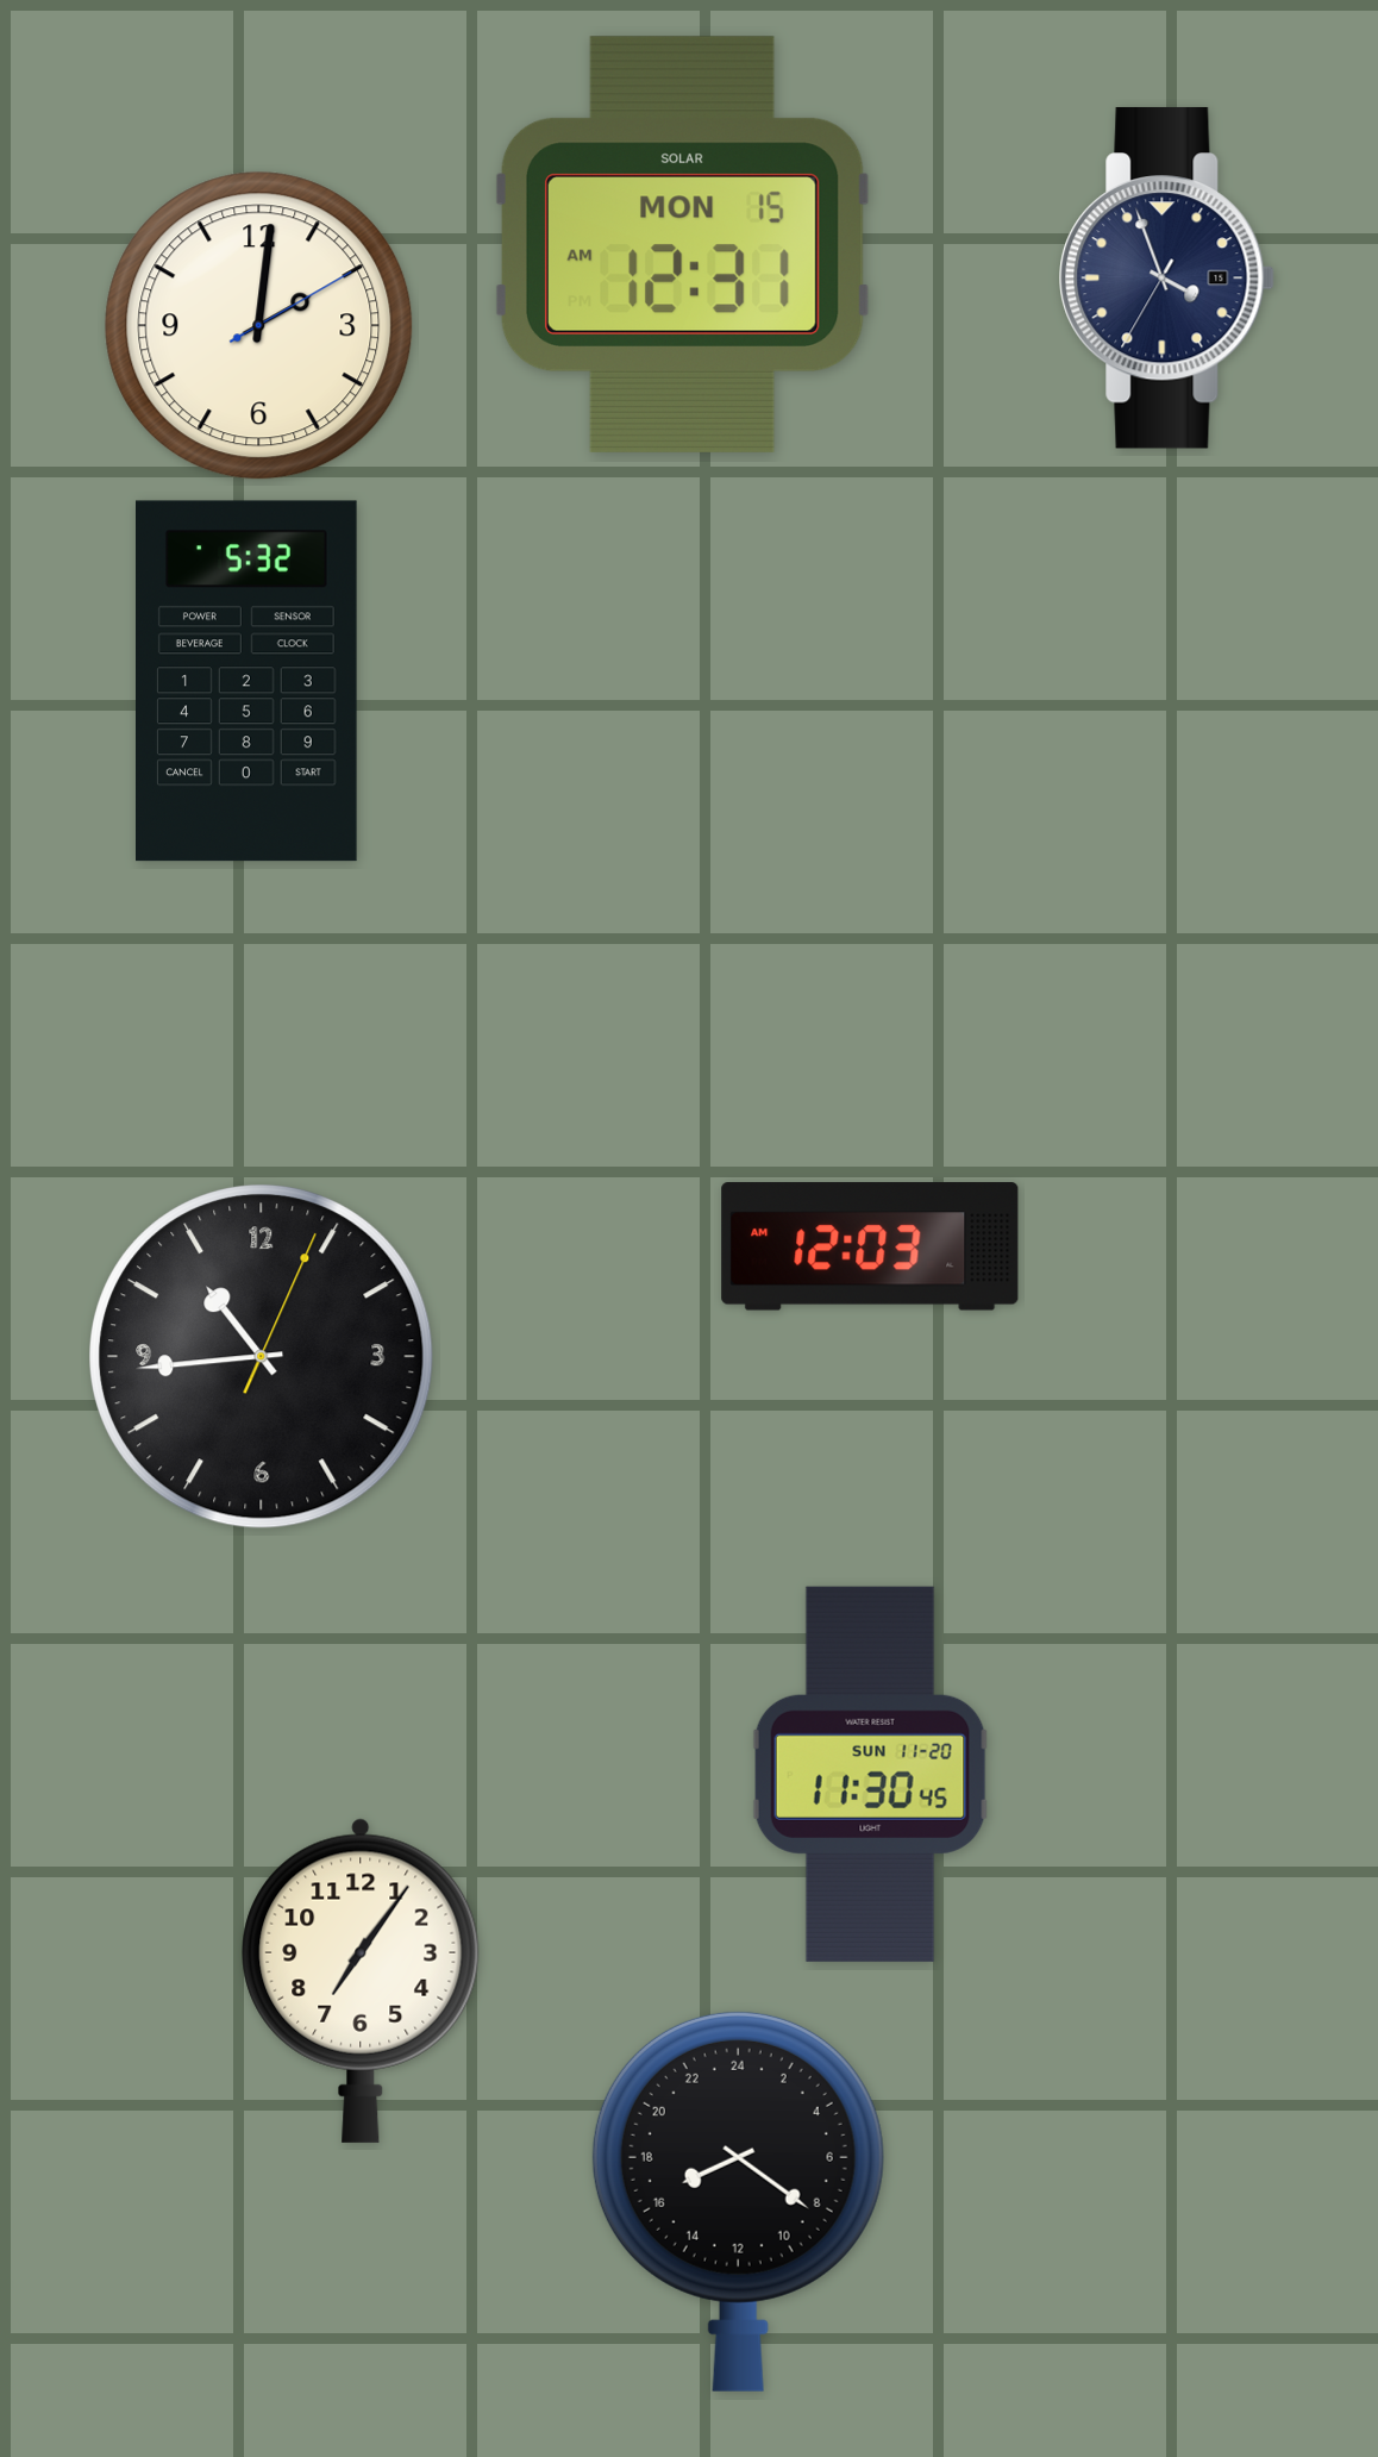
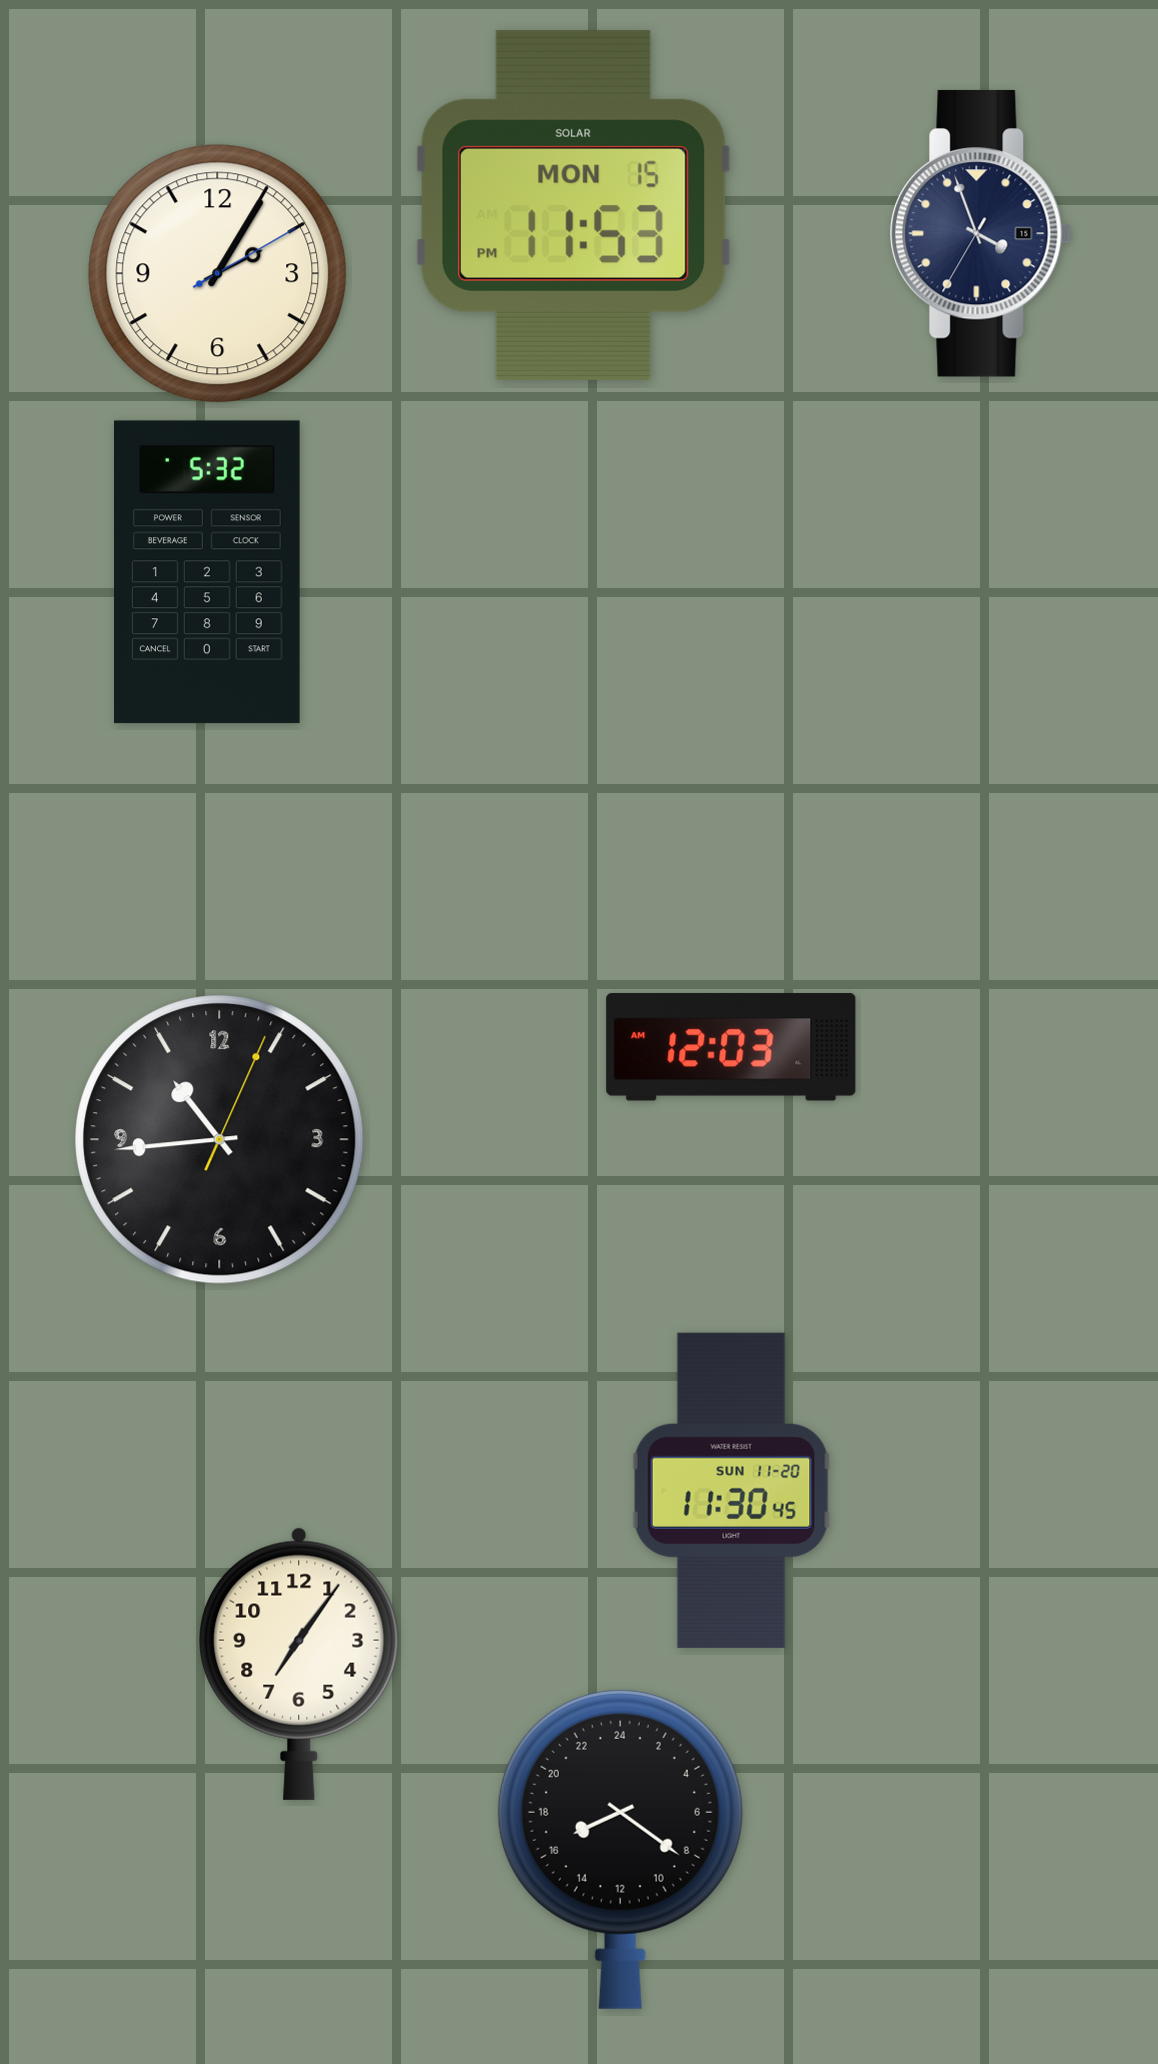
clock at (682, 244): 12:31 -> 11:53
clock at (259, 326): 2:01 -> 2:05
clock at (361, 1981) position: (361, 1981) -> (299, 1664)
